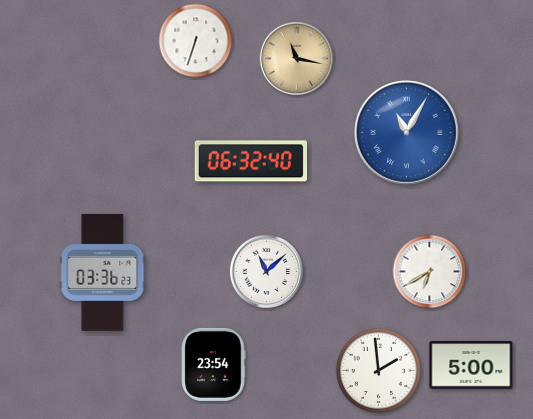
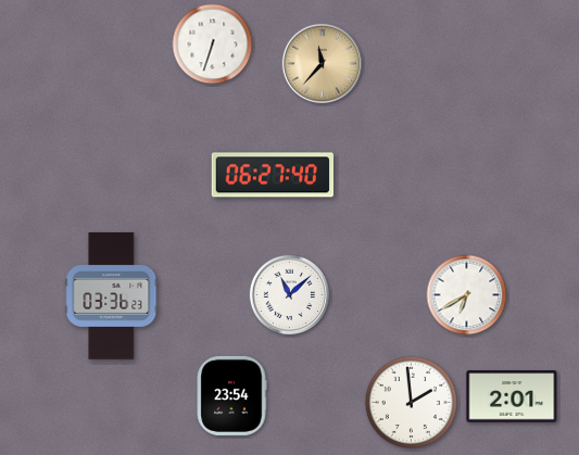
clock at (296, 58): 11:17 -> 11:37
clock at (406, 132): 11:05 -> none
clock at (250, 161): 06:32 -> 06:27
clock at (471, 365): 5:00 -> 2:01
